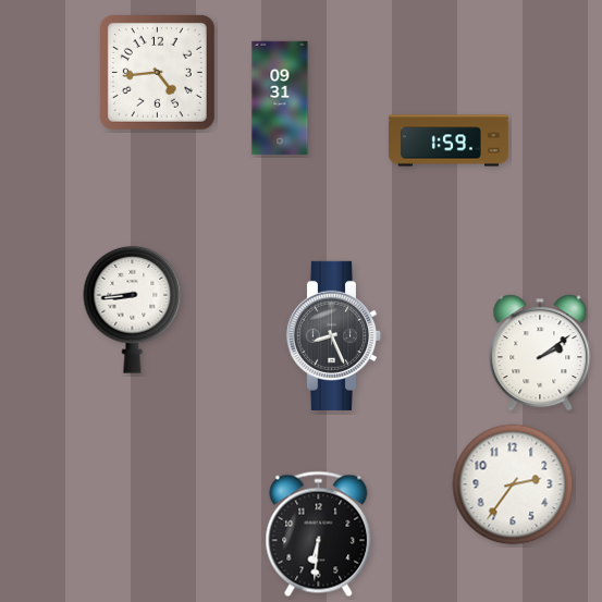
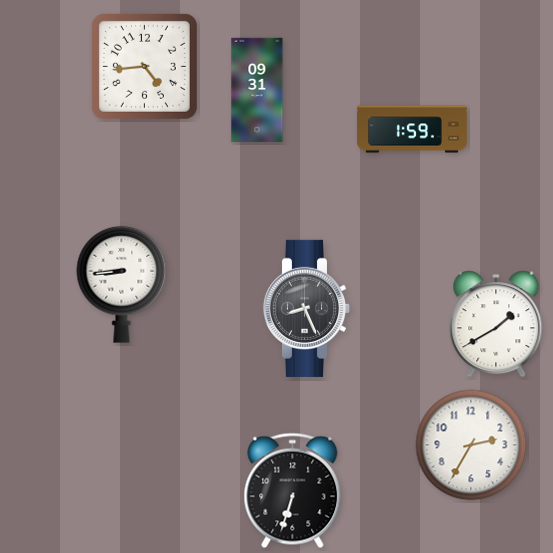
clock at (540, 353): 2:09 -> 1:40
clock at (513, 484): 2:36 -> 2:35
clock at (319, 535): 6:31 -> 6:33
